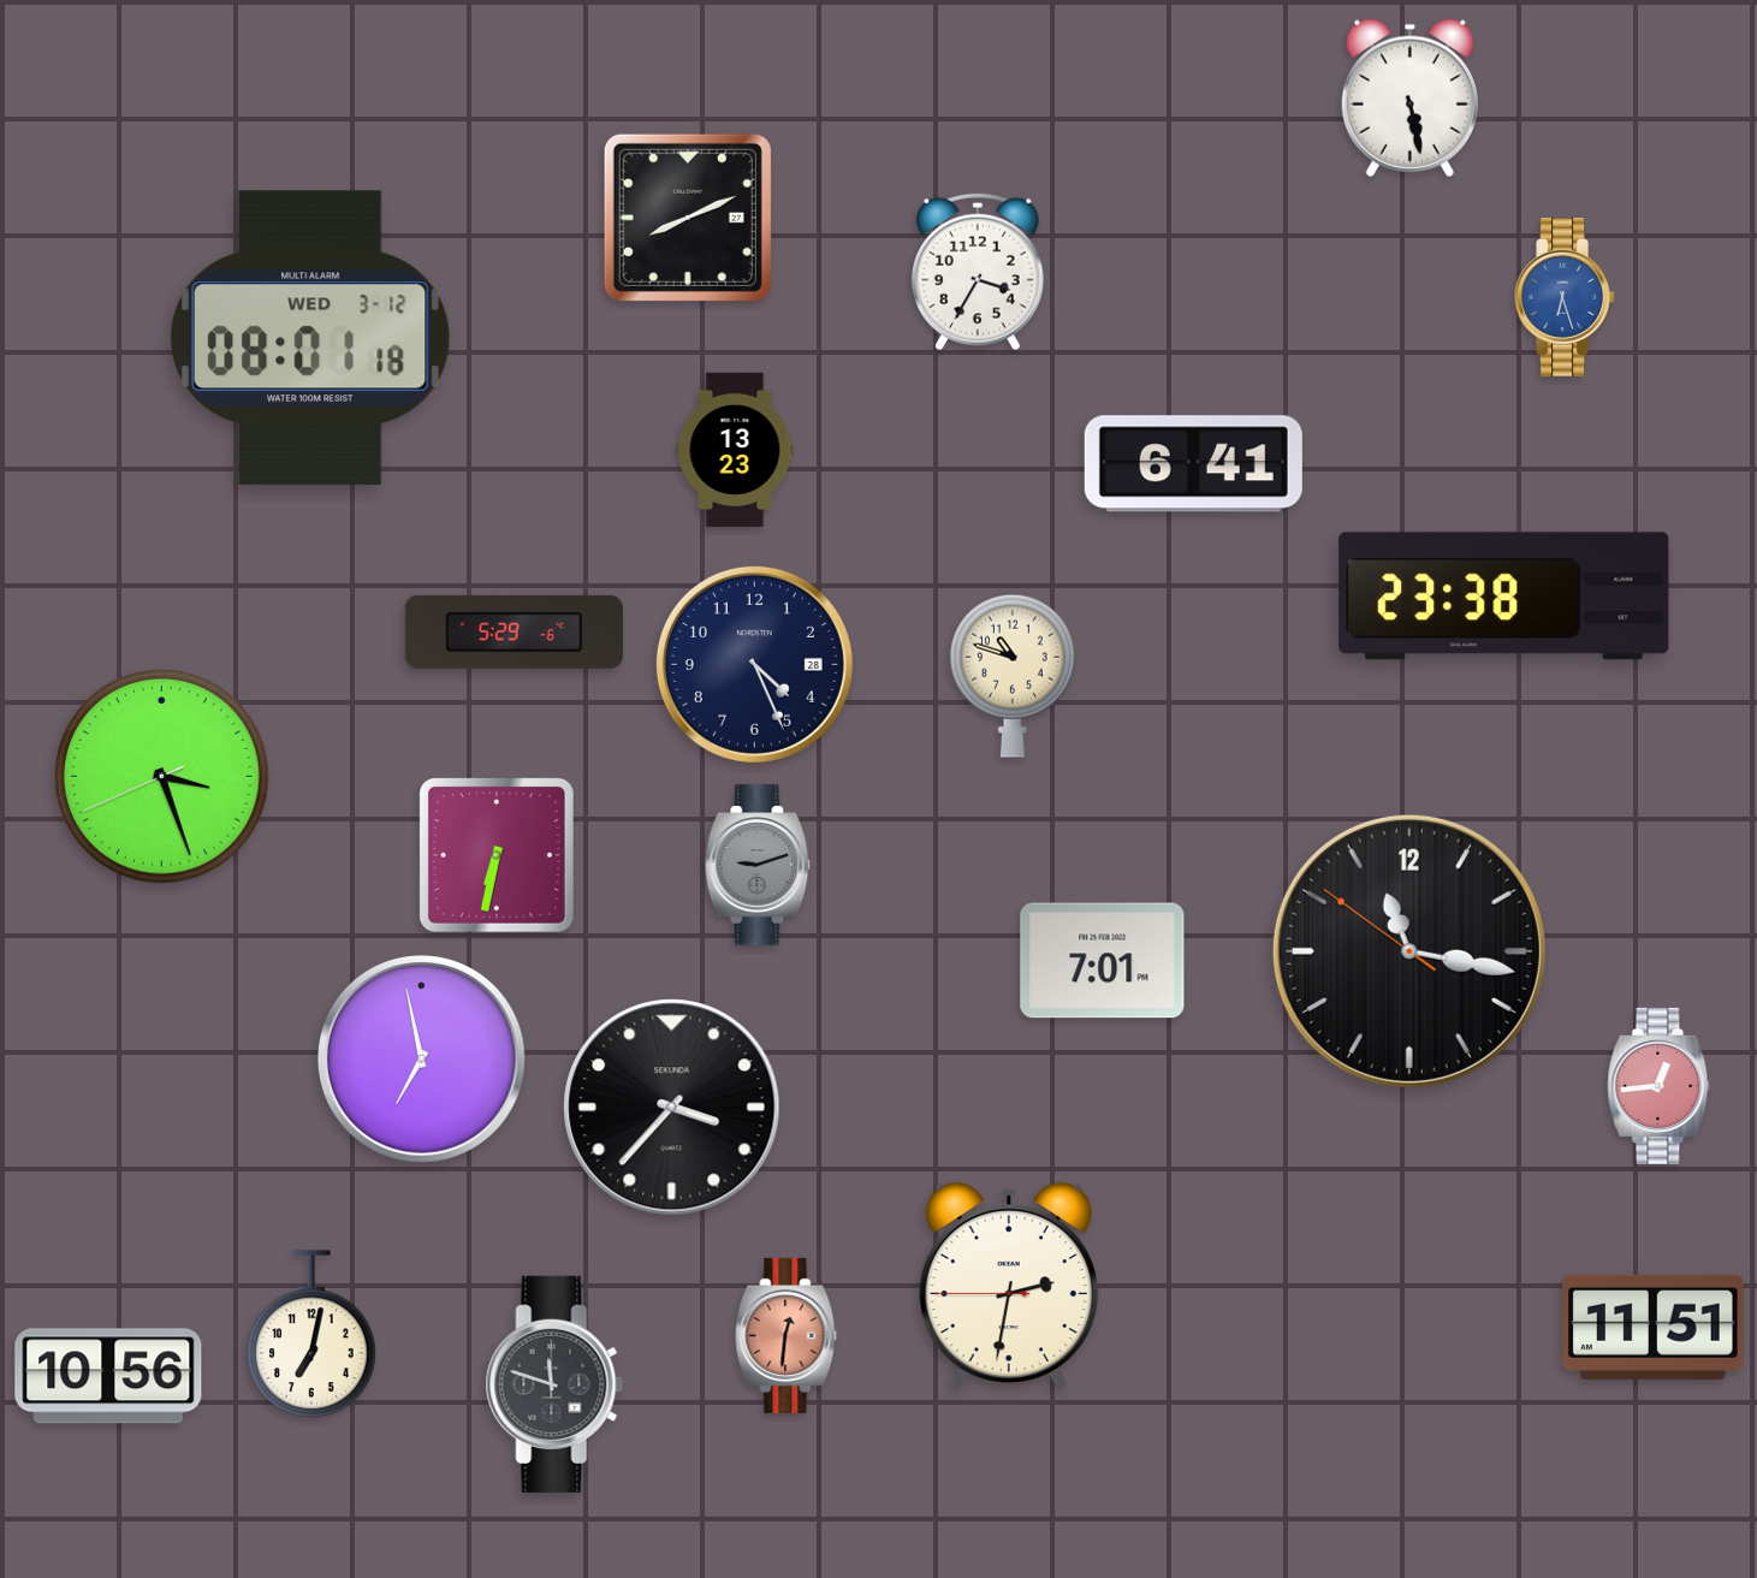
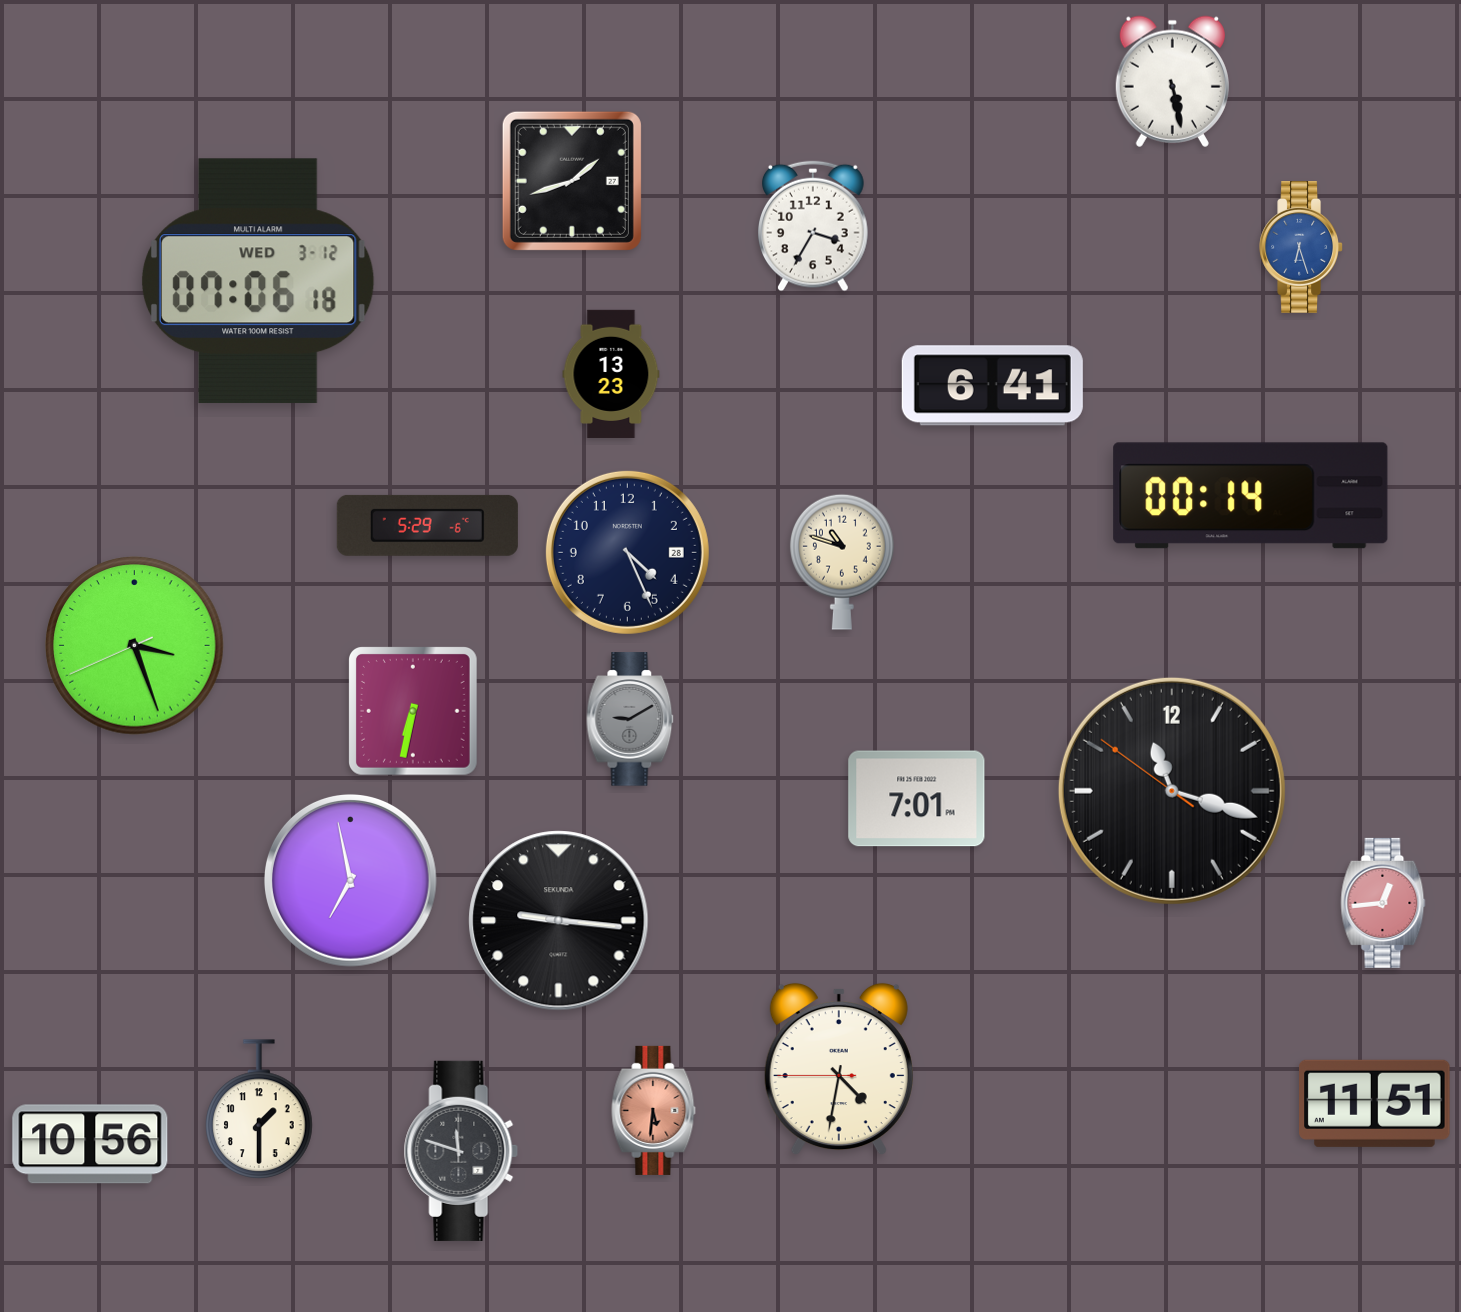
clock at (688, 218): 8:11 -> 1:42
clock at (310, 338): 08:01 -> 07:06
clock at (1504, 597): 23:38 -> 00:14
clock at (758, 865): 9:12 -> 9:10
clock at (1409, 951): 11:16 -> 11:17
clock at (1658, 1086) position: (1658, 1086) -> (1383, 903)
clock at (672, 1108): 3:37 -> 9:16
clock at (1009, 1286): 2:31 -> 4:31
clock at (313, 1334): 7:02 -> 1:30
clock at (787, 1335): 12:31 -> 5:31
